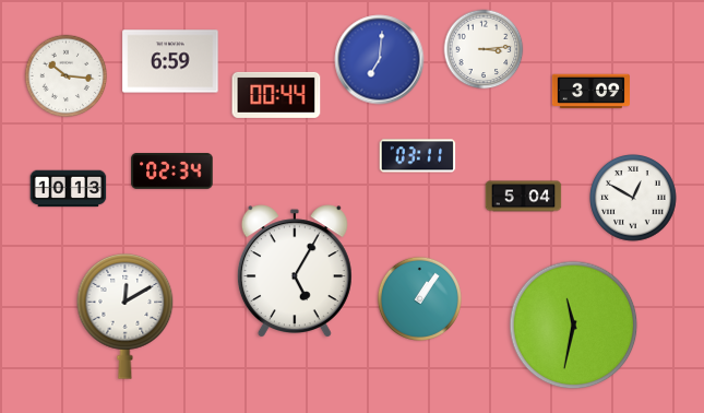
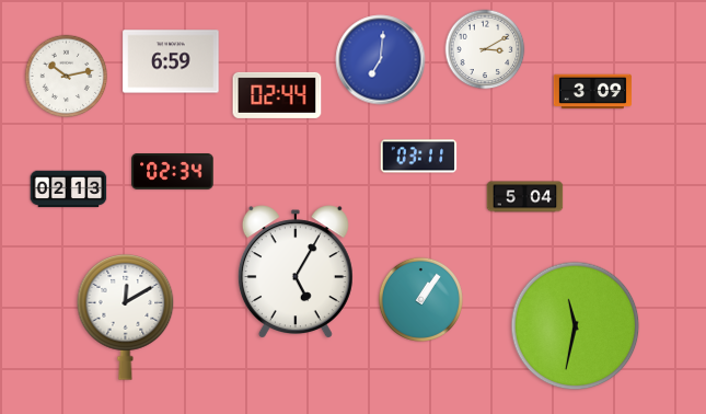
clock at (484, 49): 3:14 -> 3:10
clock at (67, 76): 10:16 -> 10:13
clock at (276, 95): 00:44 -> 02:44
clock at (69, 189): 10:13 -> 02:13
clock at (634, 199): 12:50 -> none
